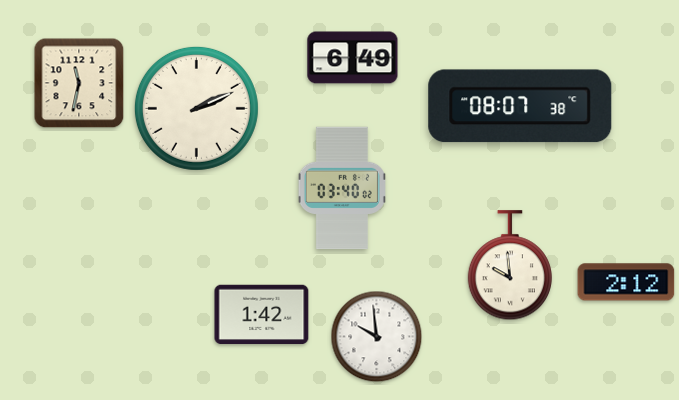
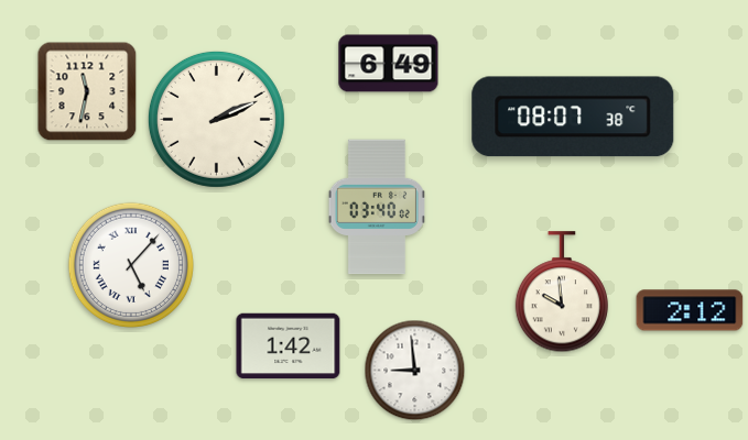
clock at (131, 265): none -> 5:07
clock at (377, 337): 9:59 -> 8:59
